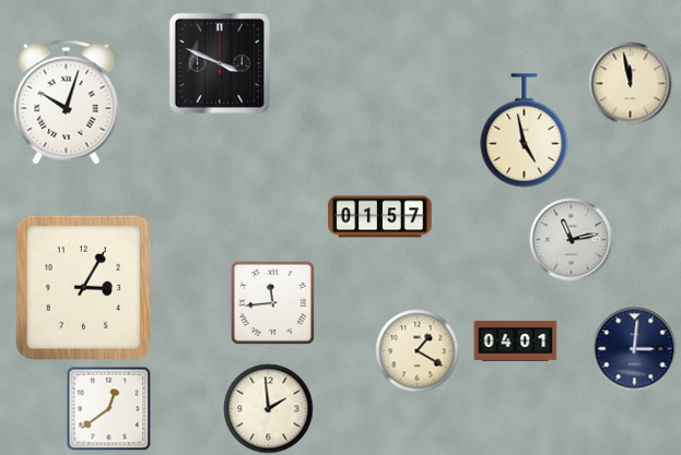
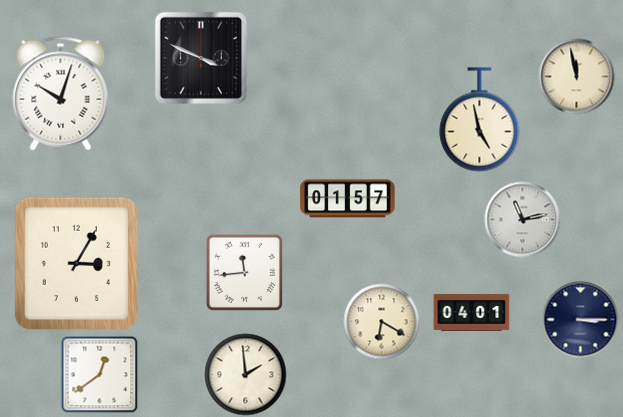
clock at (272, 302) position: (272, 302) -> (244, 272)
clock at (635, 349): 3:01 -> 3:15
clock at (418, 351): 1:20 -> 6:20
